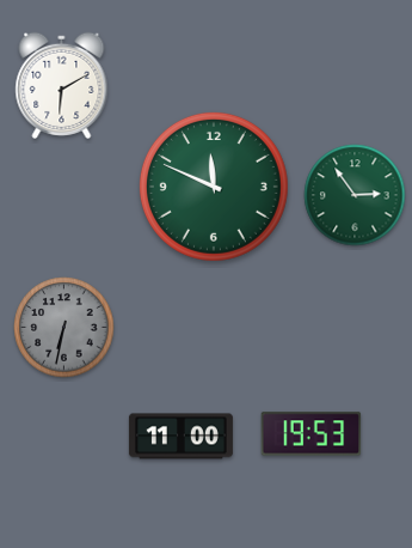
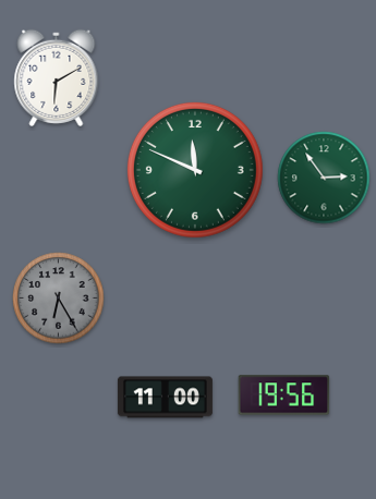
clock at (64, 328): 6:32 -> 6:25
clock at (312, 434): 19:53 -> 19:56
